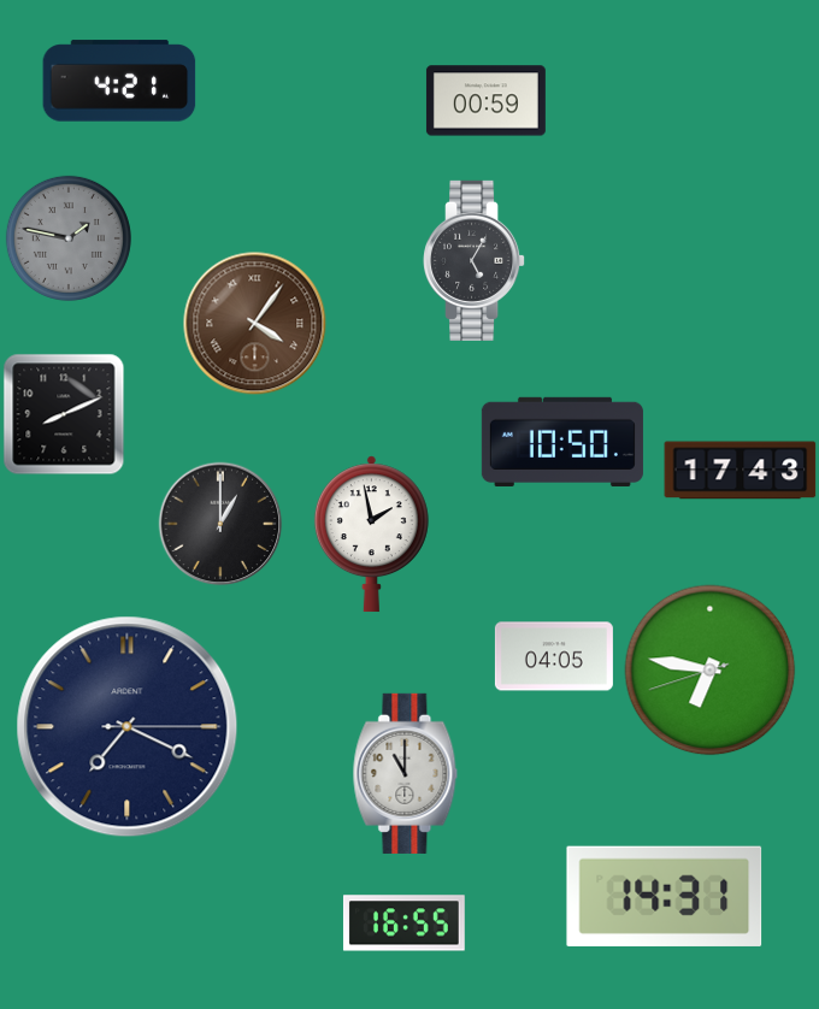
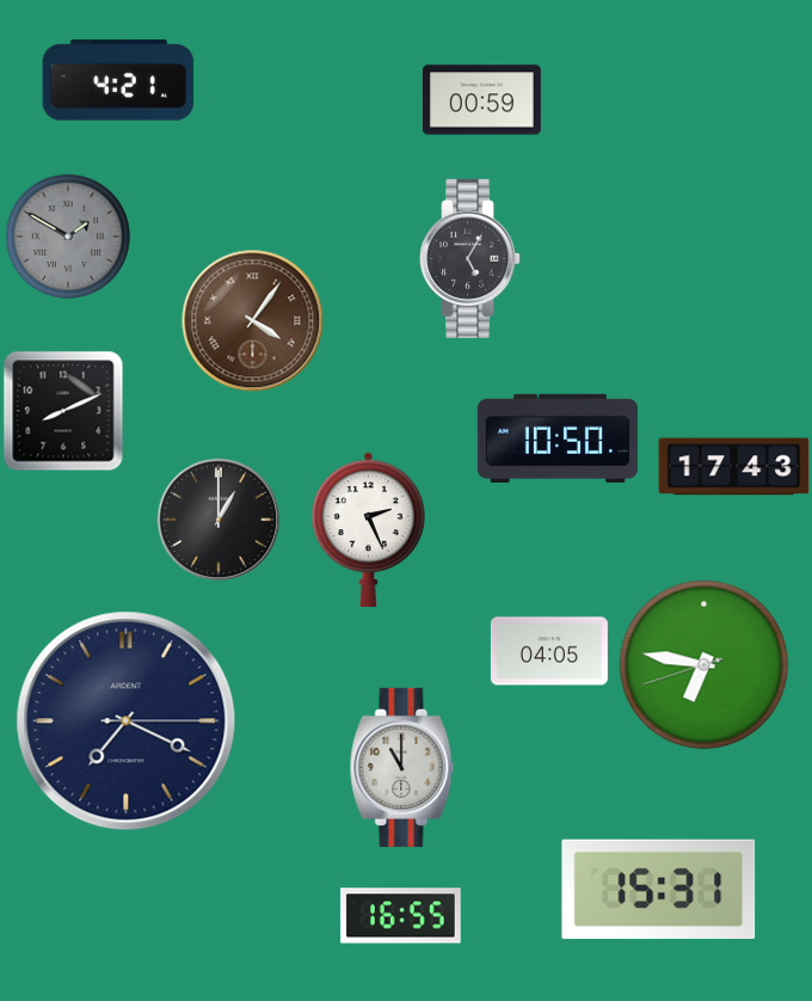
clock at (69, 238): 1:47 -> 1:50
clock at (371, 535): 1:58 -> 2:26
clock at (665, 896): 14:31 -> 15:31
